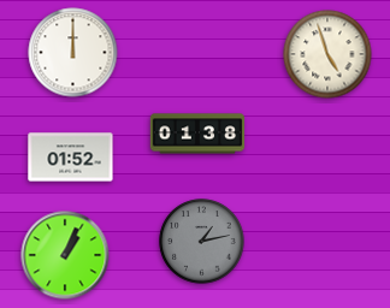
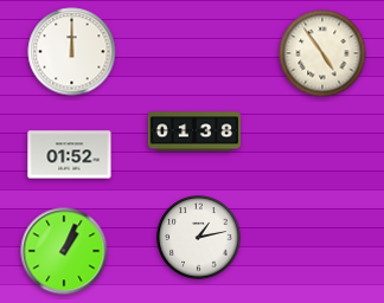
clock at (327, 54): 4:57 -> 4:54
clock at (202, 242) dial: grey -> white
